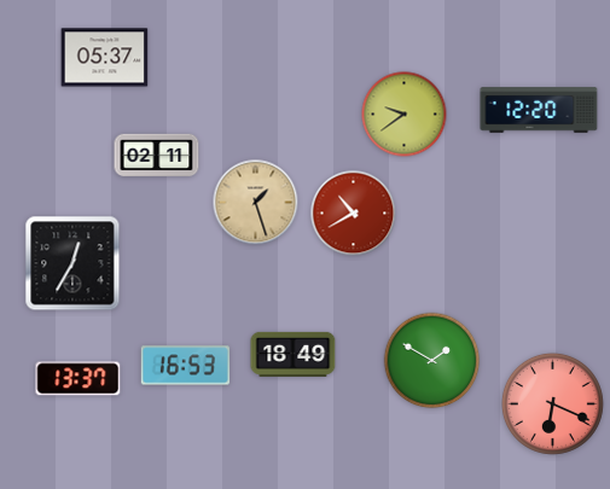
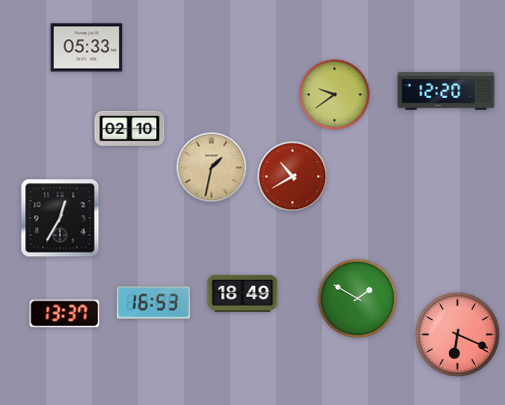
clock at (105, 58): 05:37 -> 05:33
clock at (157, 156): 02:11 -> 02:10
clock at (256, 203): 1:27 -> 1:32
